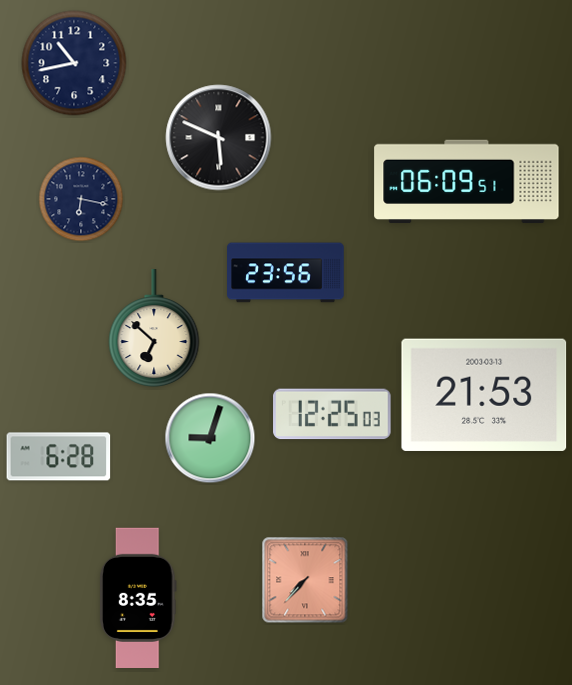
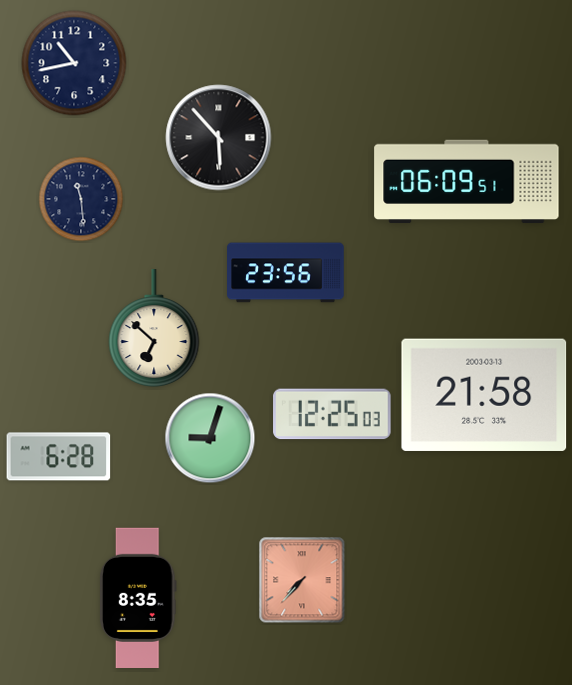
clock at (219, 138): 5:49 -> 5:53
clock at (81, 199): 6:17 -> 11:29
clock at (484, 395): 21:53 -> 21:58
clock at (305, 580) position: (305, 580) -> (302, 580)
